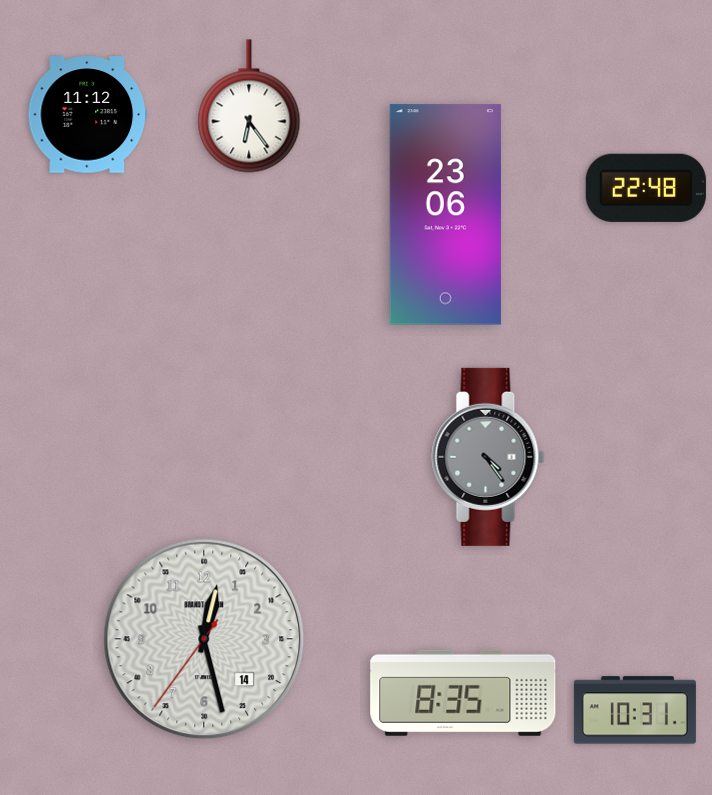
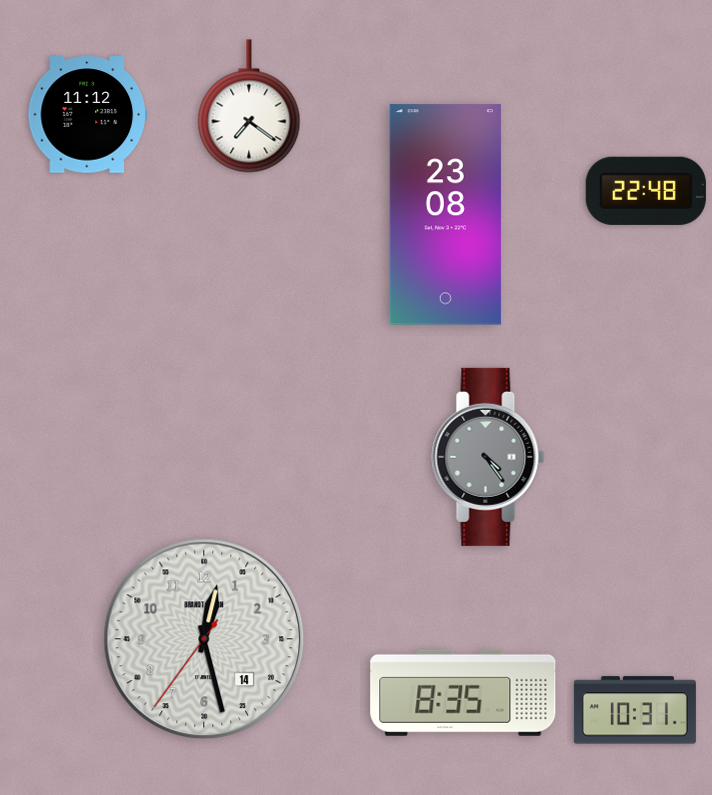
clock at (249, 106): 6:24 -> 7:21
clock at (646, 188) position: (646, 188) -> (646, 191)
clock at (445, 215): 23:06 -> 23:08
